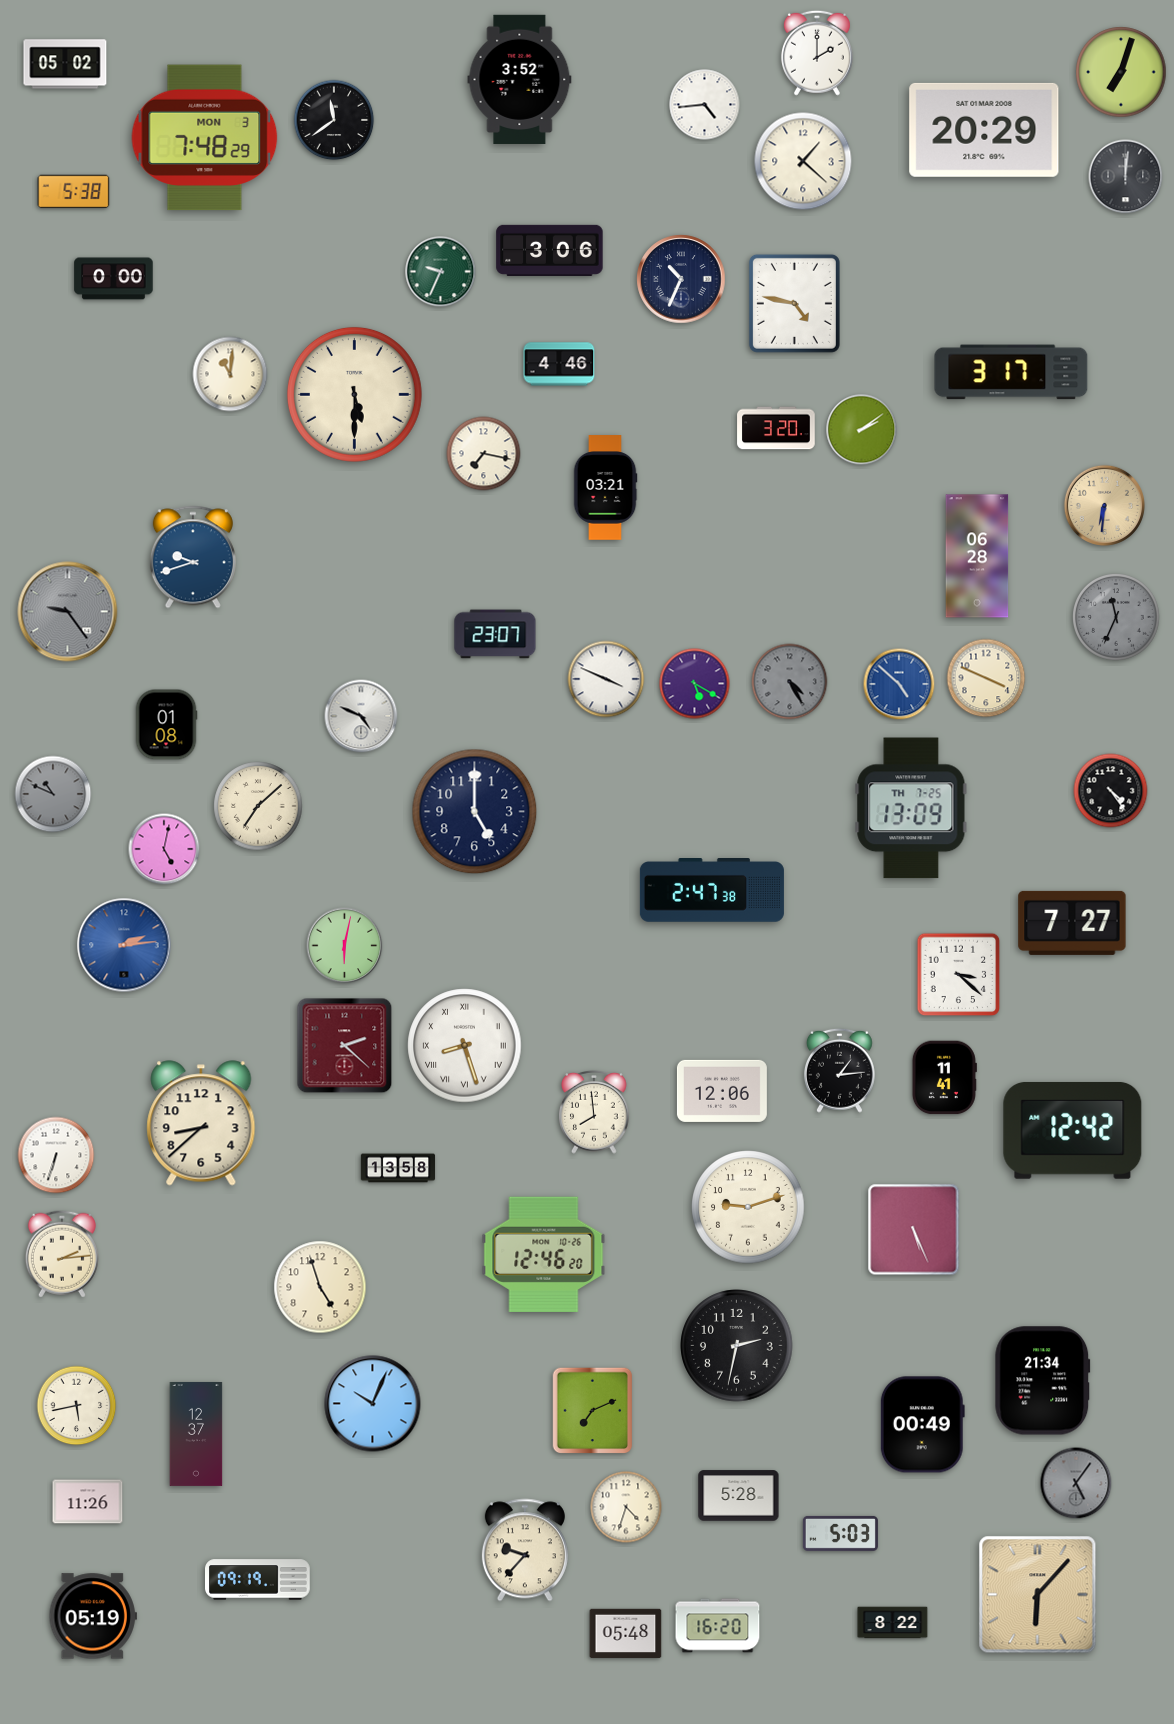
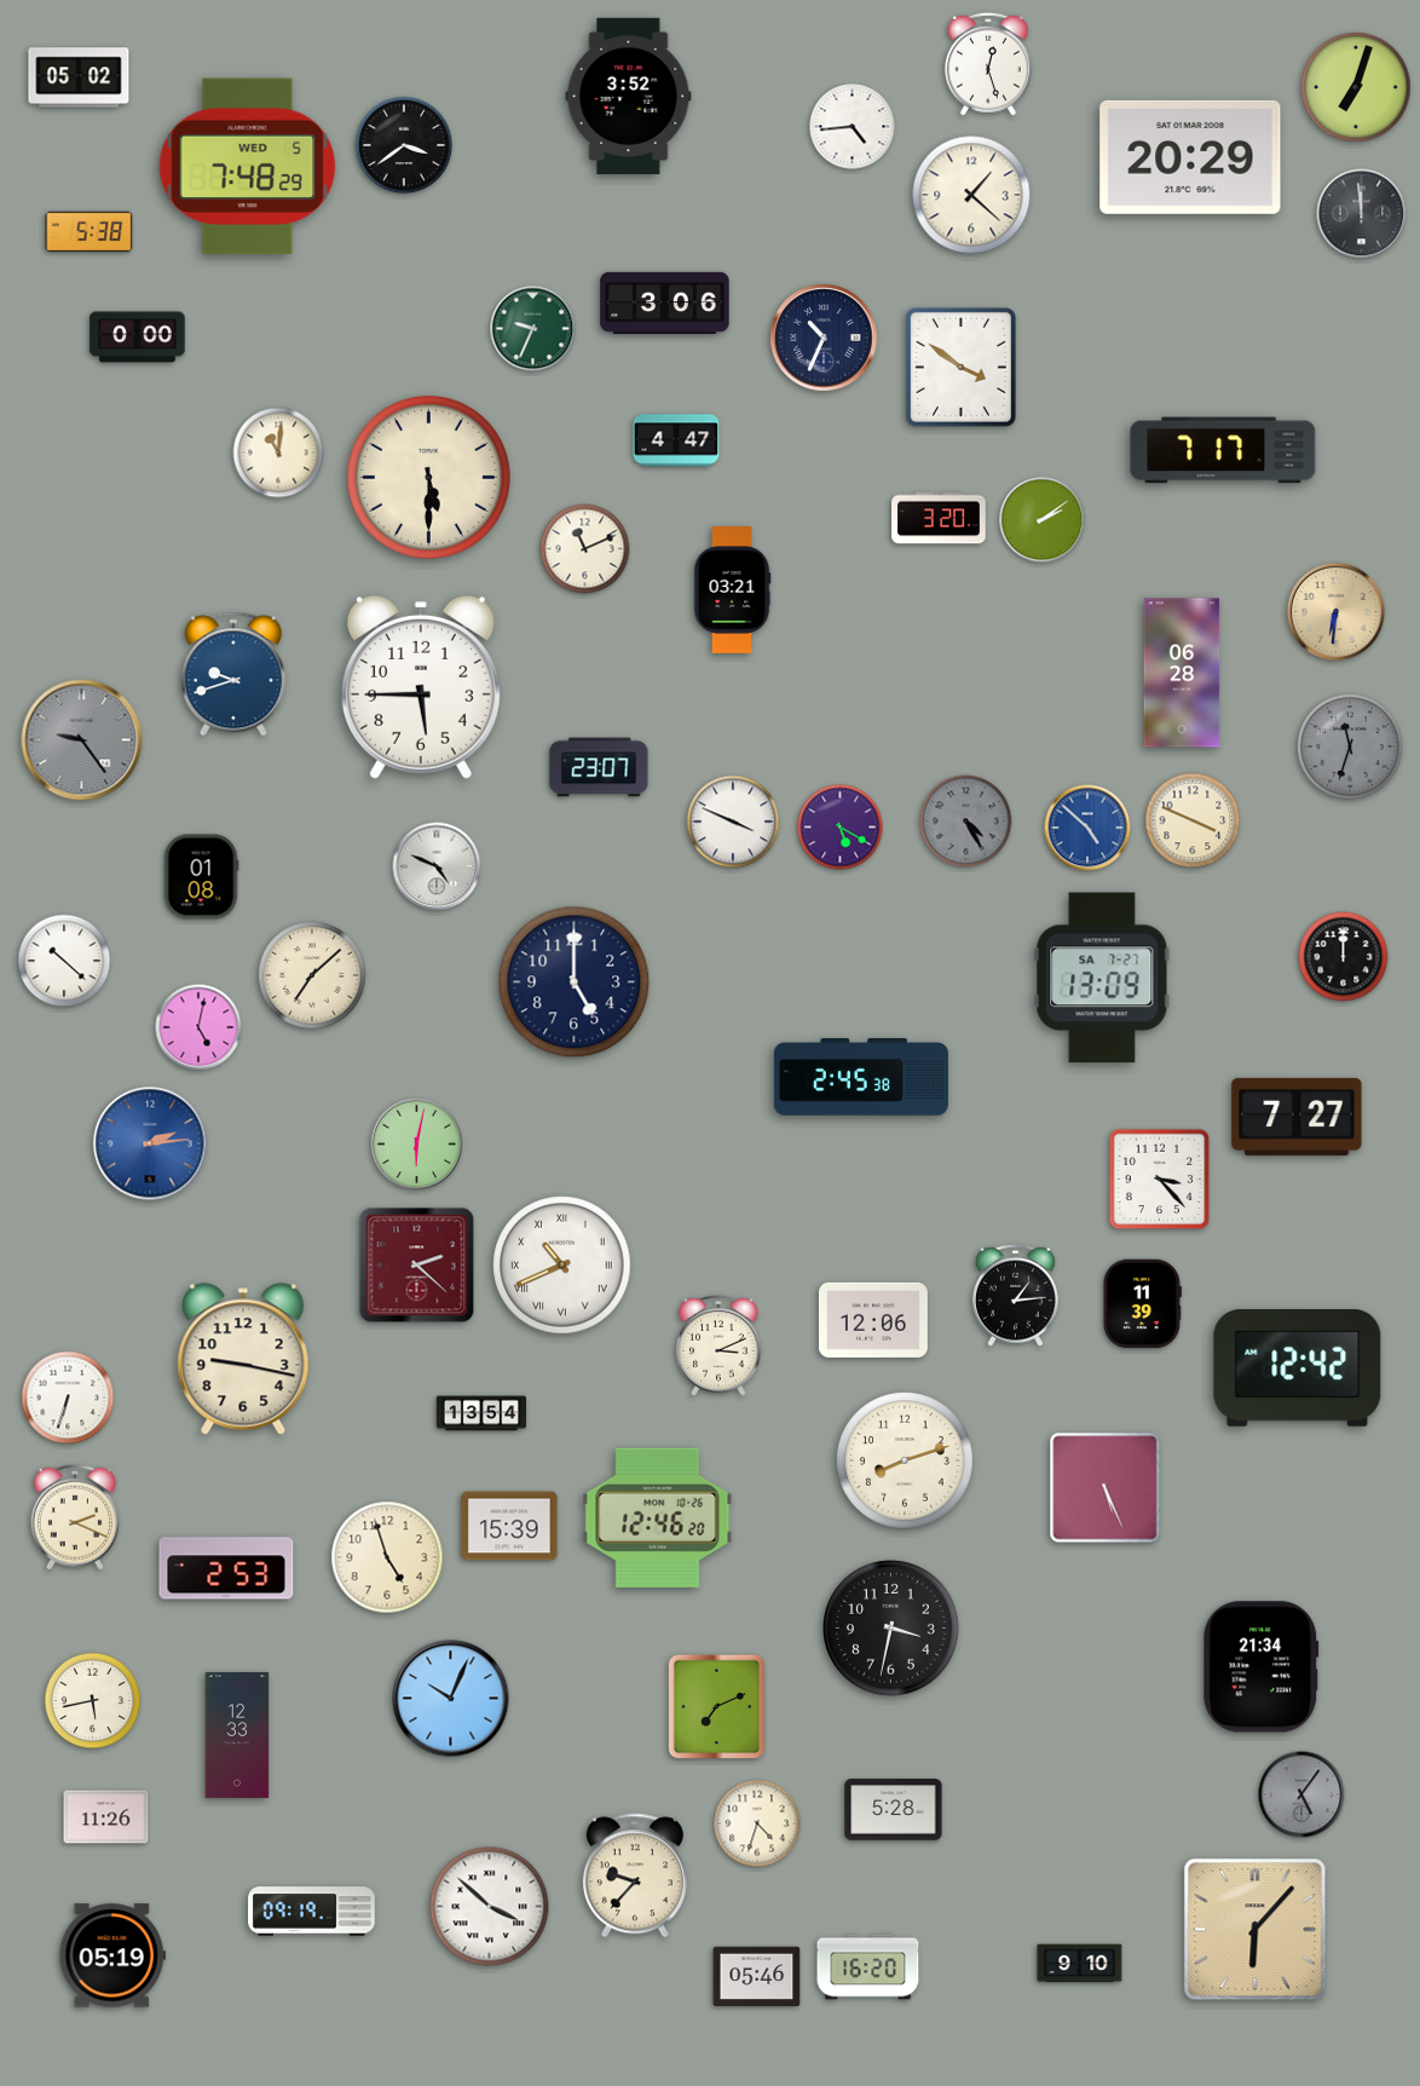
clock at (817, 53): 2:00 -> 12:27
clock at (334, 120): 11:39 -> 3:39
clock at (205, 138) date: MON 3 -> WED 5
clock at (1126, 177): 12:01 -> 11:59
clock at (794, 303): 4:47 -> 3:51
clock at (559, 364): 4:46 -> 4:47
clock at (1011, 372): 3:17 -> 7:17
clock at (484, 454): 7:17 -> 11:11
clock at (421, 687): none -> 5:45
clock at (1117, 618): 11:34 -> 11:33
clock at (790, 682) position: (790, 682) -> (966, 822)
clock at (1111, 791): 4:24 -> 12:00
clock at (53, 794): 10:49 -> 10:22
clock at (53, 794) dial: grey -> white
clock at (911, 808) date: TH 7-25 -> SA 7-27
clock at (712, 891): 2:47 -> 2:45
clock at (959, 975): 3:22 -> 3:23
clock at (465, 1046): 8:27 -> 10:41
clock at (944, 1078): 11:41 -> 11:39
clock at (594, 1112): 7:59 -> 3:11
clock at (201, 1123): 8:38 -> 9:17
clock at (398, 1168): 13:58 -> 13:54
clock at (748, 1207): 9:12 -> 8:12
clock at (62, 1254): 2:14 -> 2:19
clock at (509, 1526): none -> 15:39
clock at (226, 1568): none -> 2:53
clock at (737, 1346): 2:32 -> 3:32
clock at (1043, 1381) position: (1043, 1381) -> (1262, 1667)
clock at (922, 1425): 00:49 -> none
clock at (196, 1434): 12:37 -> 12:33
clock at (840, 1533): 5:03 -> none
clock at (490, 1907): none -> 3:52
clock at (893, 1623): 8:22 -> 9:10
clock at (626, 1634): 05:48 -> 05:46
